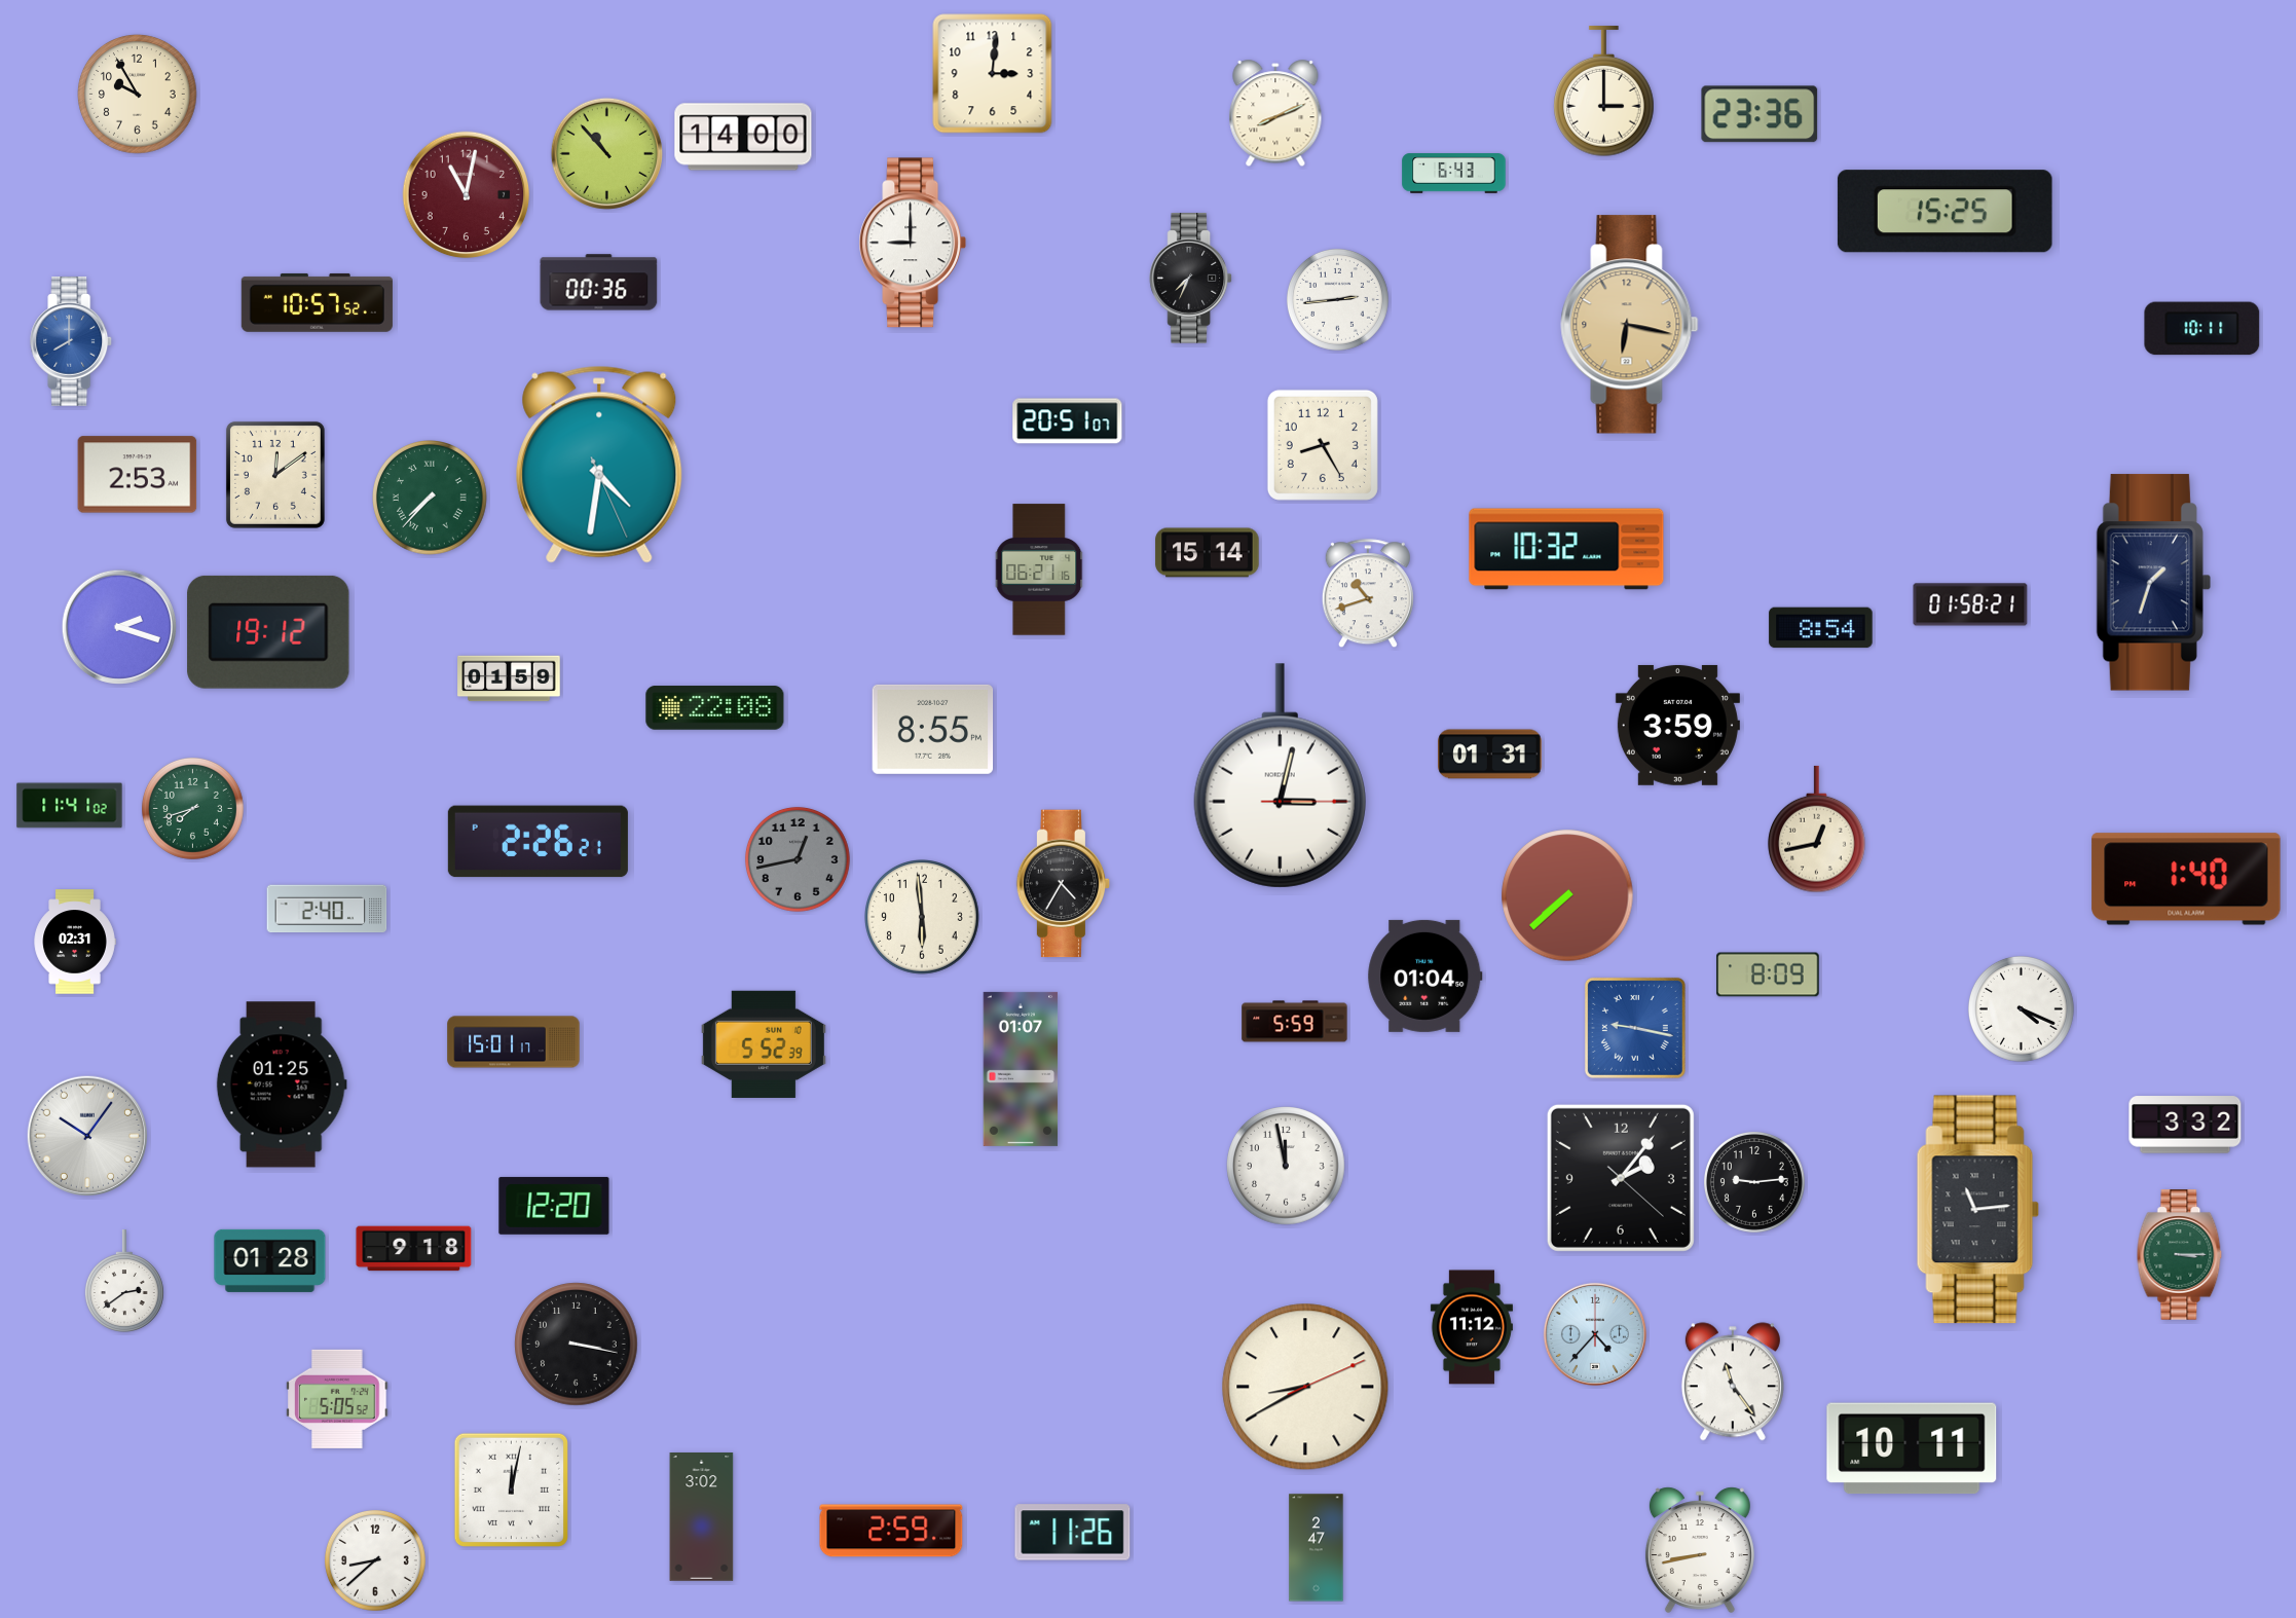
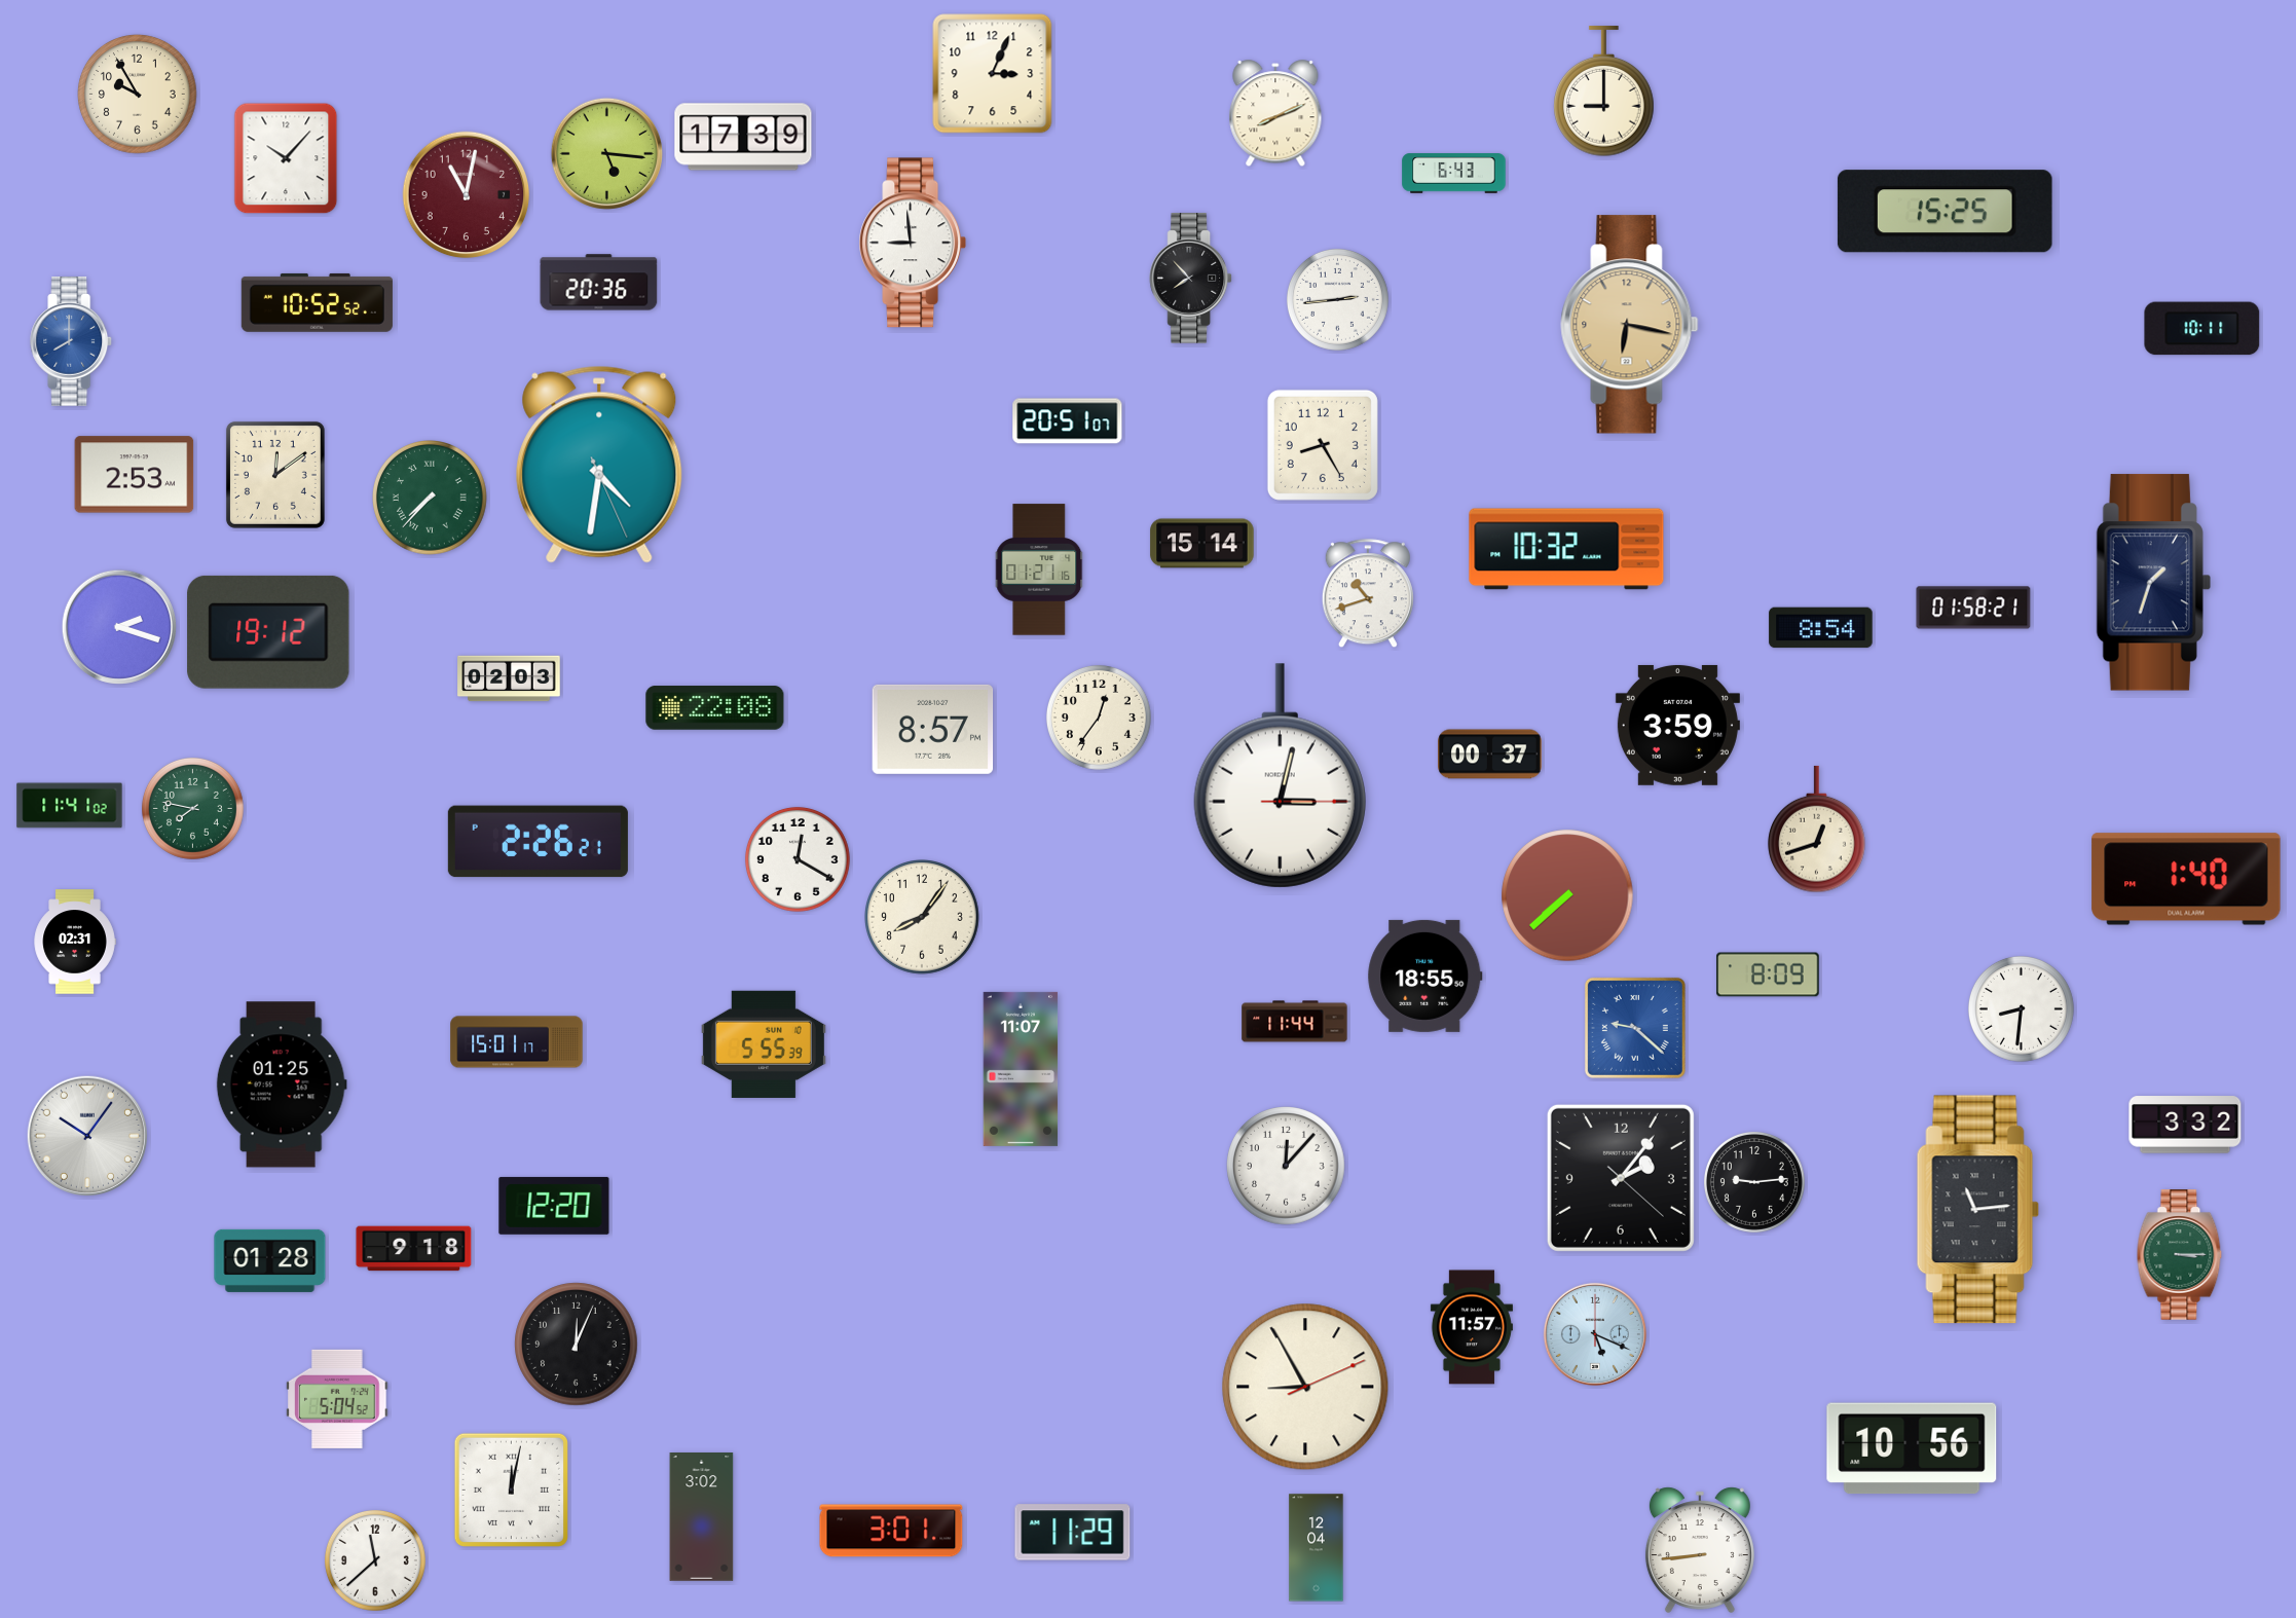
clock at (993, 74): 3:01 -> 3:04
clock at (1604, 91): 3:00 -> 9:00
clock at (1760, 114): 23:36 -> none
clock at (743, 137): 14:00 -> 17:39
clock at (606, 153): 10:53 -> 5:16
clock at (286, 158): none -> 10:07
clock at (913, 243): 9:00 -> 8:59
clock at (1191, 279): 7:34 -> 7:53
clock at (599, 283): 00:36 -> 20:36
clock at (317, 302): 10:57 -> 10:52
clock at (138, 475) position: (138, 475) -> (135, 475)
clock at (1208, 553) position: (1208, 553) -> (1202, 544)
clock at (1040, 569): 06:21 -> 01:21
clock at (1970, 604) position: (1970, 604) -> (1973, 608)
clock at (509, 678): 01:59 -> 02:03
clock at (1099, 718): none -> 12:36
clock at (933, 729): 8:55 -> 8:57
clock at (1490, 755): 01:31 -> 00:37
clock at (192, 808): 7:42 -> 7:47
clock at (1817, 830): 12:43 -> 12:42
clock at (798, 859): 12:43 -> 12:20
clock at (798, 859) dial: grey -> white
clock at (1064, 884): 4:35 -> none
clock at (327, 909): 2:40 -> none
clock at (922, 917): 5:59 -> 8:06
clock at (1425, 976): 01:04 -> 18:55
clock at (2021, 1008): 4:19 -> 8:31
clock at (1295, 1022): 5:59 -> 11:44
clock at (1635, 1028): 9:17 -> 9:22
clock at (514, 1042) position: (514, 1042) -> (517, 1042)
clock at (764, 1044): 5:52 -> 5:55
clock at (1021, 1069): 01:07 -> 11:07
clock at (1286, 1166): 11:58 -> 12:07
clock at (124, 1281): 2:39 -> none
clock at (1472, 1327): 11:12 -> 11:57
clock at (1595, 1334): 4:37 -> 5:19
clock at (577, 1345): 3:17 -> 12:04
clock at (1733, 1382): 11:24 -> none
clock at (1305, 1387): 8:40 -> 8:55
clock at (337, 1399): 5:05 -> 5:04
clock at (1912, 1448): 10:11 -> 10:56
clock at (891, 1531): 2:59 -> 3:01
clock at (1073, 1533): 11:26 -> 11:29
clock at (1317, 1548): 2:47 -> 12:04
clock at (1700, 1550): 8:43 -> 8:44
clock at (375, 1560): 8:38 -> 11:38
